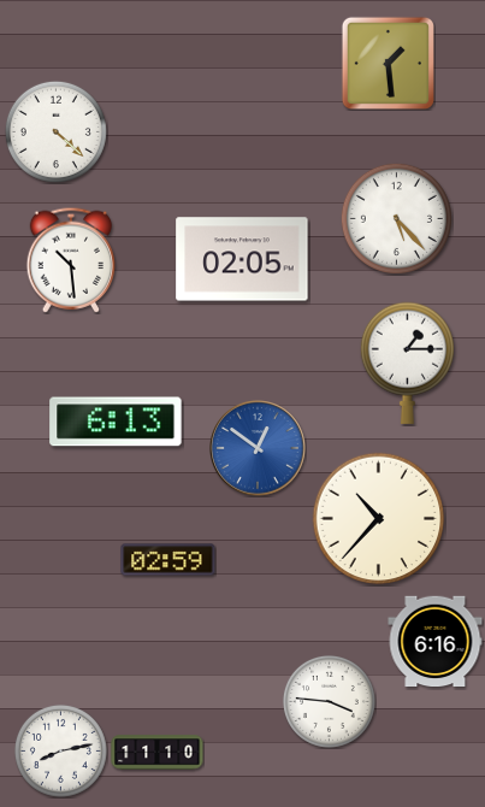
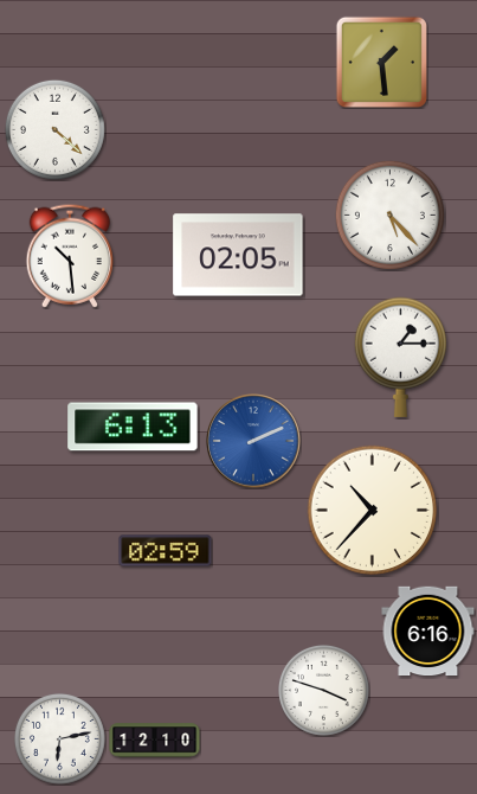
clock at (116, 422) position: (116, 422) -> (133, 427)
clock at (258, 448): 12:51 -> 2:11
clock at (329, 701): 3:46 -> 3:48
clock at (60, 750): 8:13 -> 6:13
clock at (158, 753): 11:10 -> 12:10
